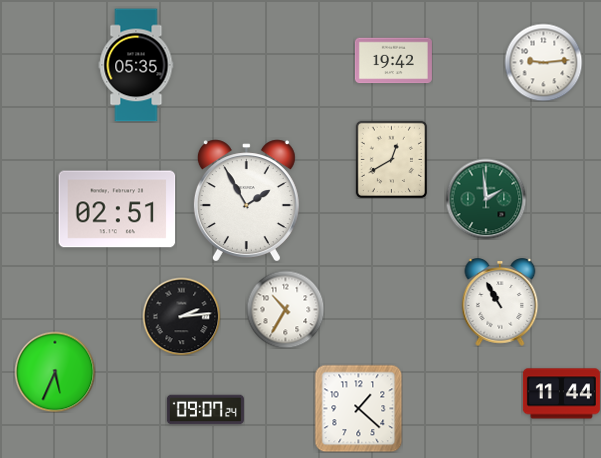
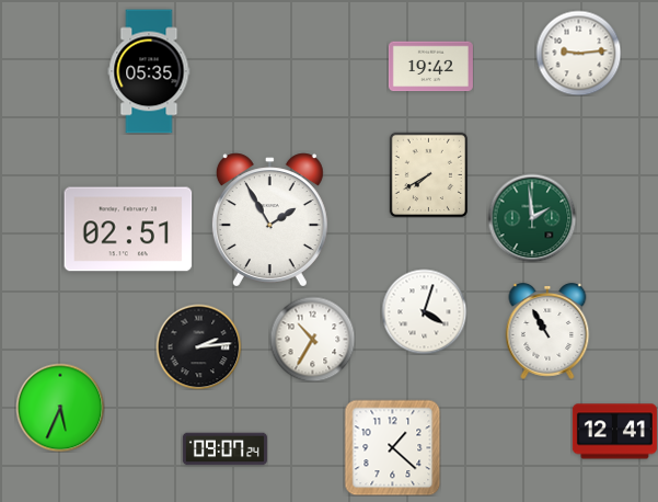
clock at (543, 62) position: (543, 62) -> (578, 53)
clock at (391, 159): 12:40 -> 7:40
clock at (424, 311): none -> 4:03
clock at (561, 394): 11:44 -> 12:41
